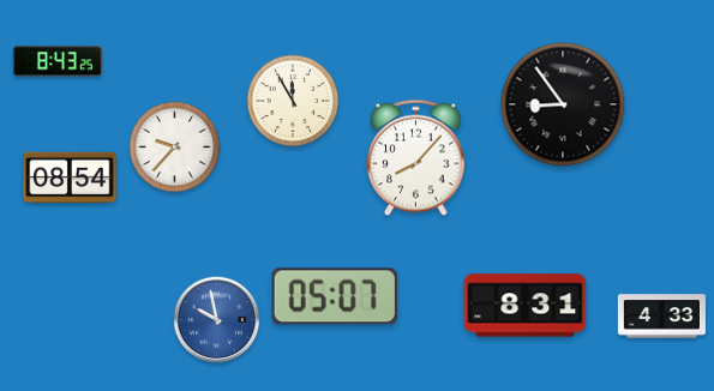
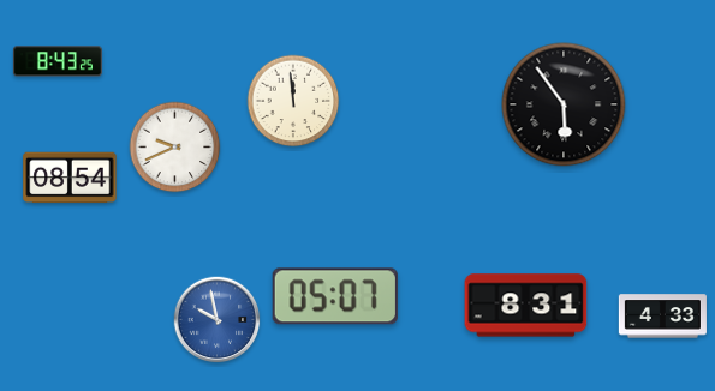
clock at (293, 101): 11:55 -> 11:59
clock at (563, 104): 8:54 -> 5:54
clock at (175, 148): 9:37 -> 9:41
clock at (416, 158): 8:07 -> none
